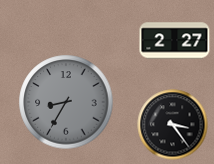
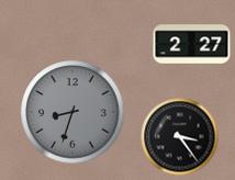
clock at (66, 102): 8:35 -> 8:33
clock at (173, 125) position: (173, 125) -> (180, 137)
